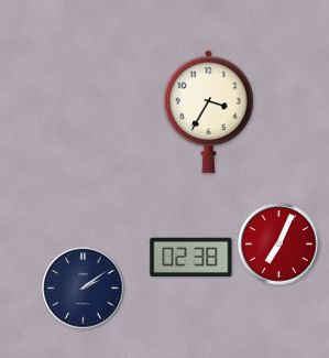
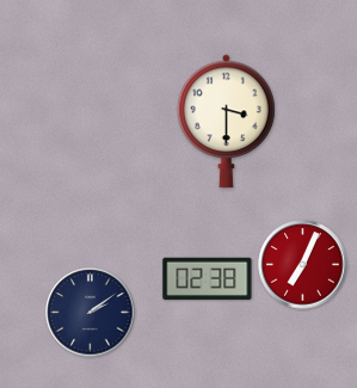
clock at (209, 112): 3:35 -> 3:30
